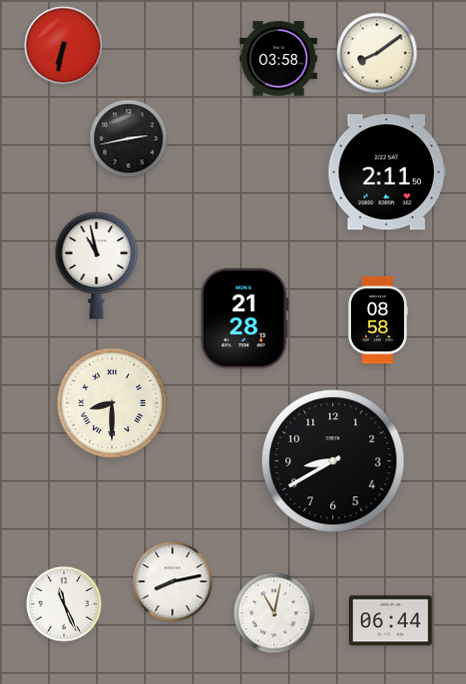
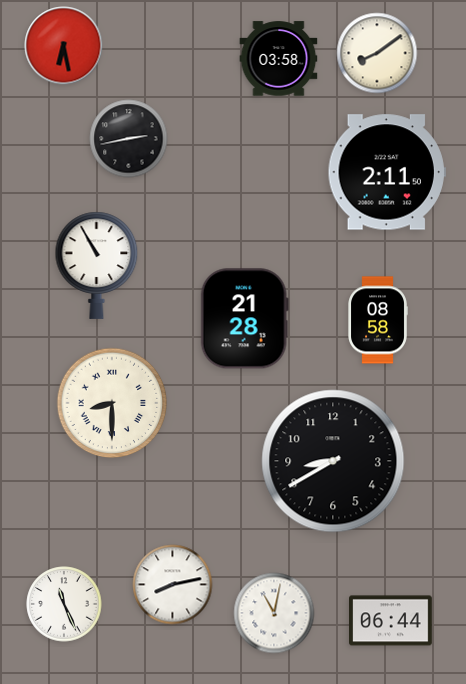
clock at (64, 46): 6:32 -> 6:28
clock at (97, 265): 10:58 -> 10:55
clock at (173, 582) position: (173, 582) -> (173, 585)
